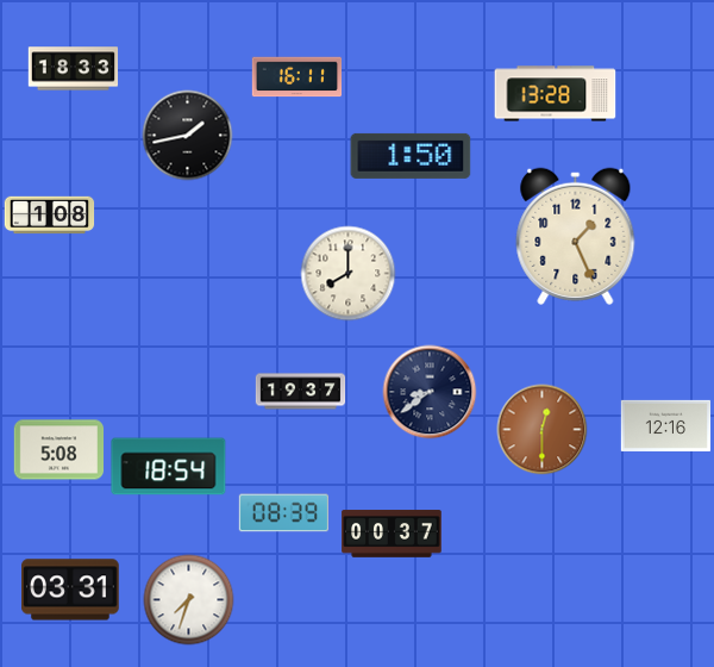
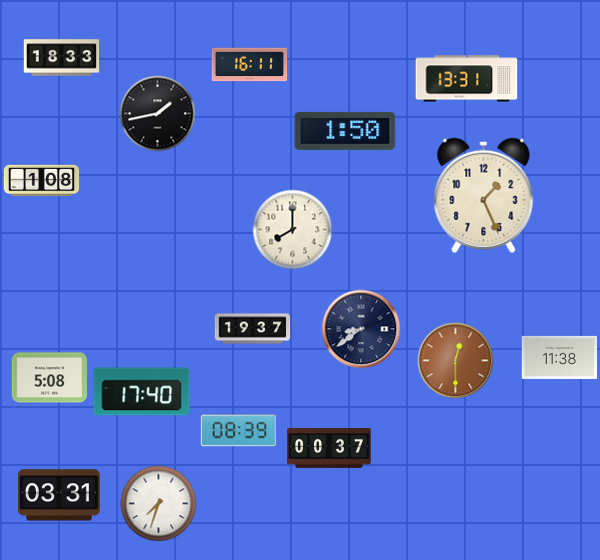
clock at (556, 94): 13:28 -> 13:31
clock at (576, 236) position: (576, 236) -> (484, 195)
clock at (666, 425): 12:16 -> 11:38
clock at (169, 467): 18:54 -> 17:40
